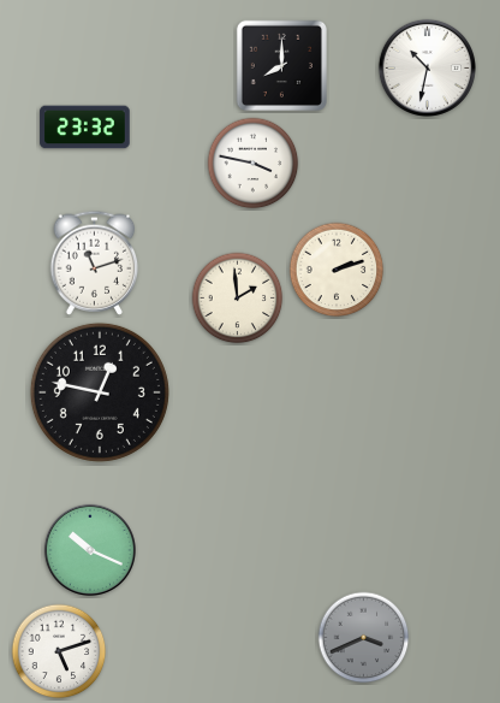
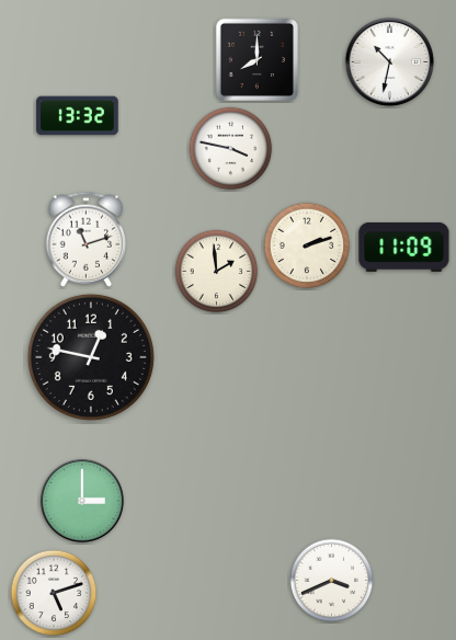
clock at (85, 128): 23:32 -> 13:32
clock at (404, 247): none -> 11:09
clock at (90, 550): 10:19 -> 3:00
clock at (364, 638) dial: grey -> white
